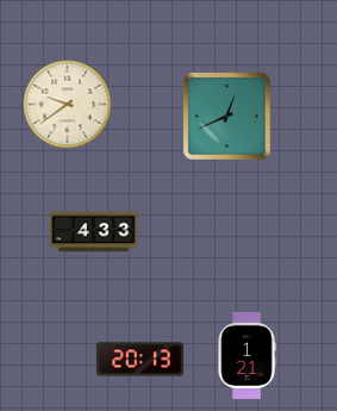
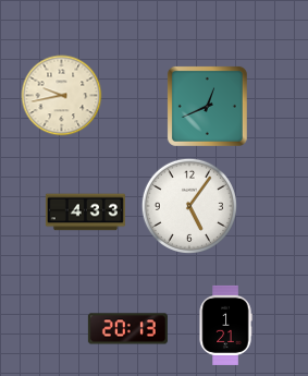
clock at (68, 105): 9:39 -> 9:43
clock at (189, 206): none -> 5:06
